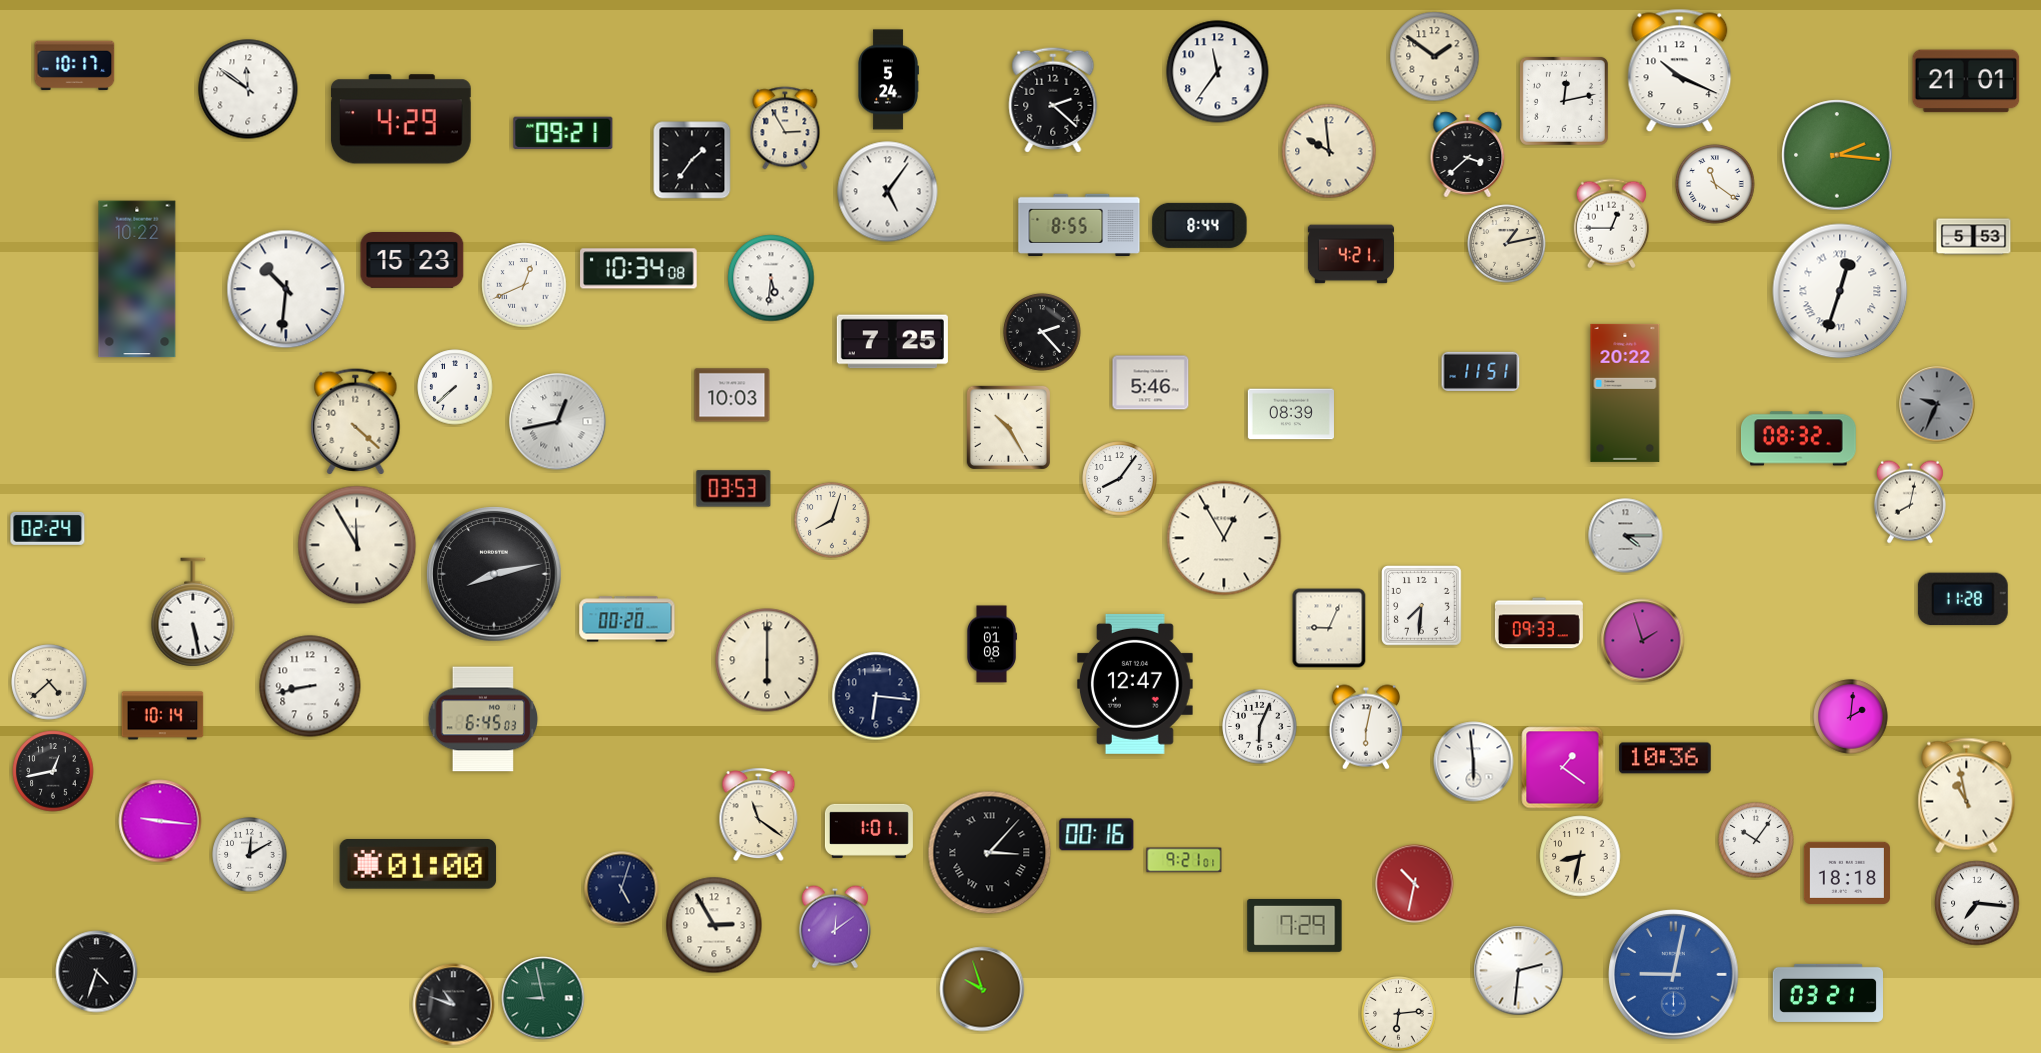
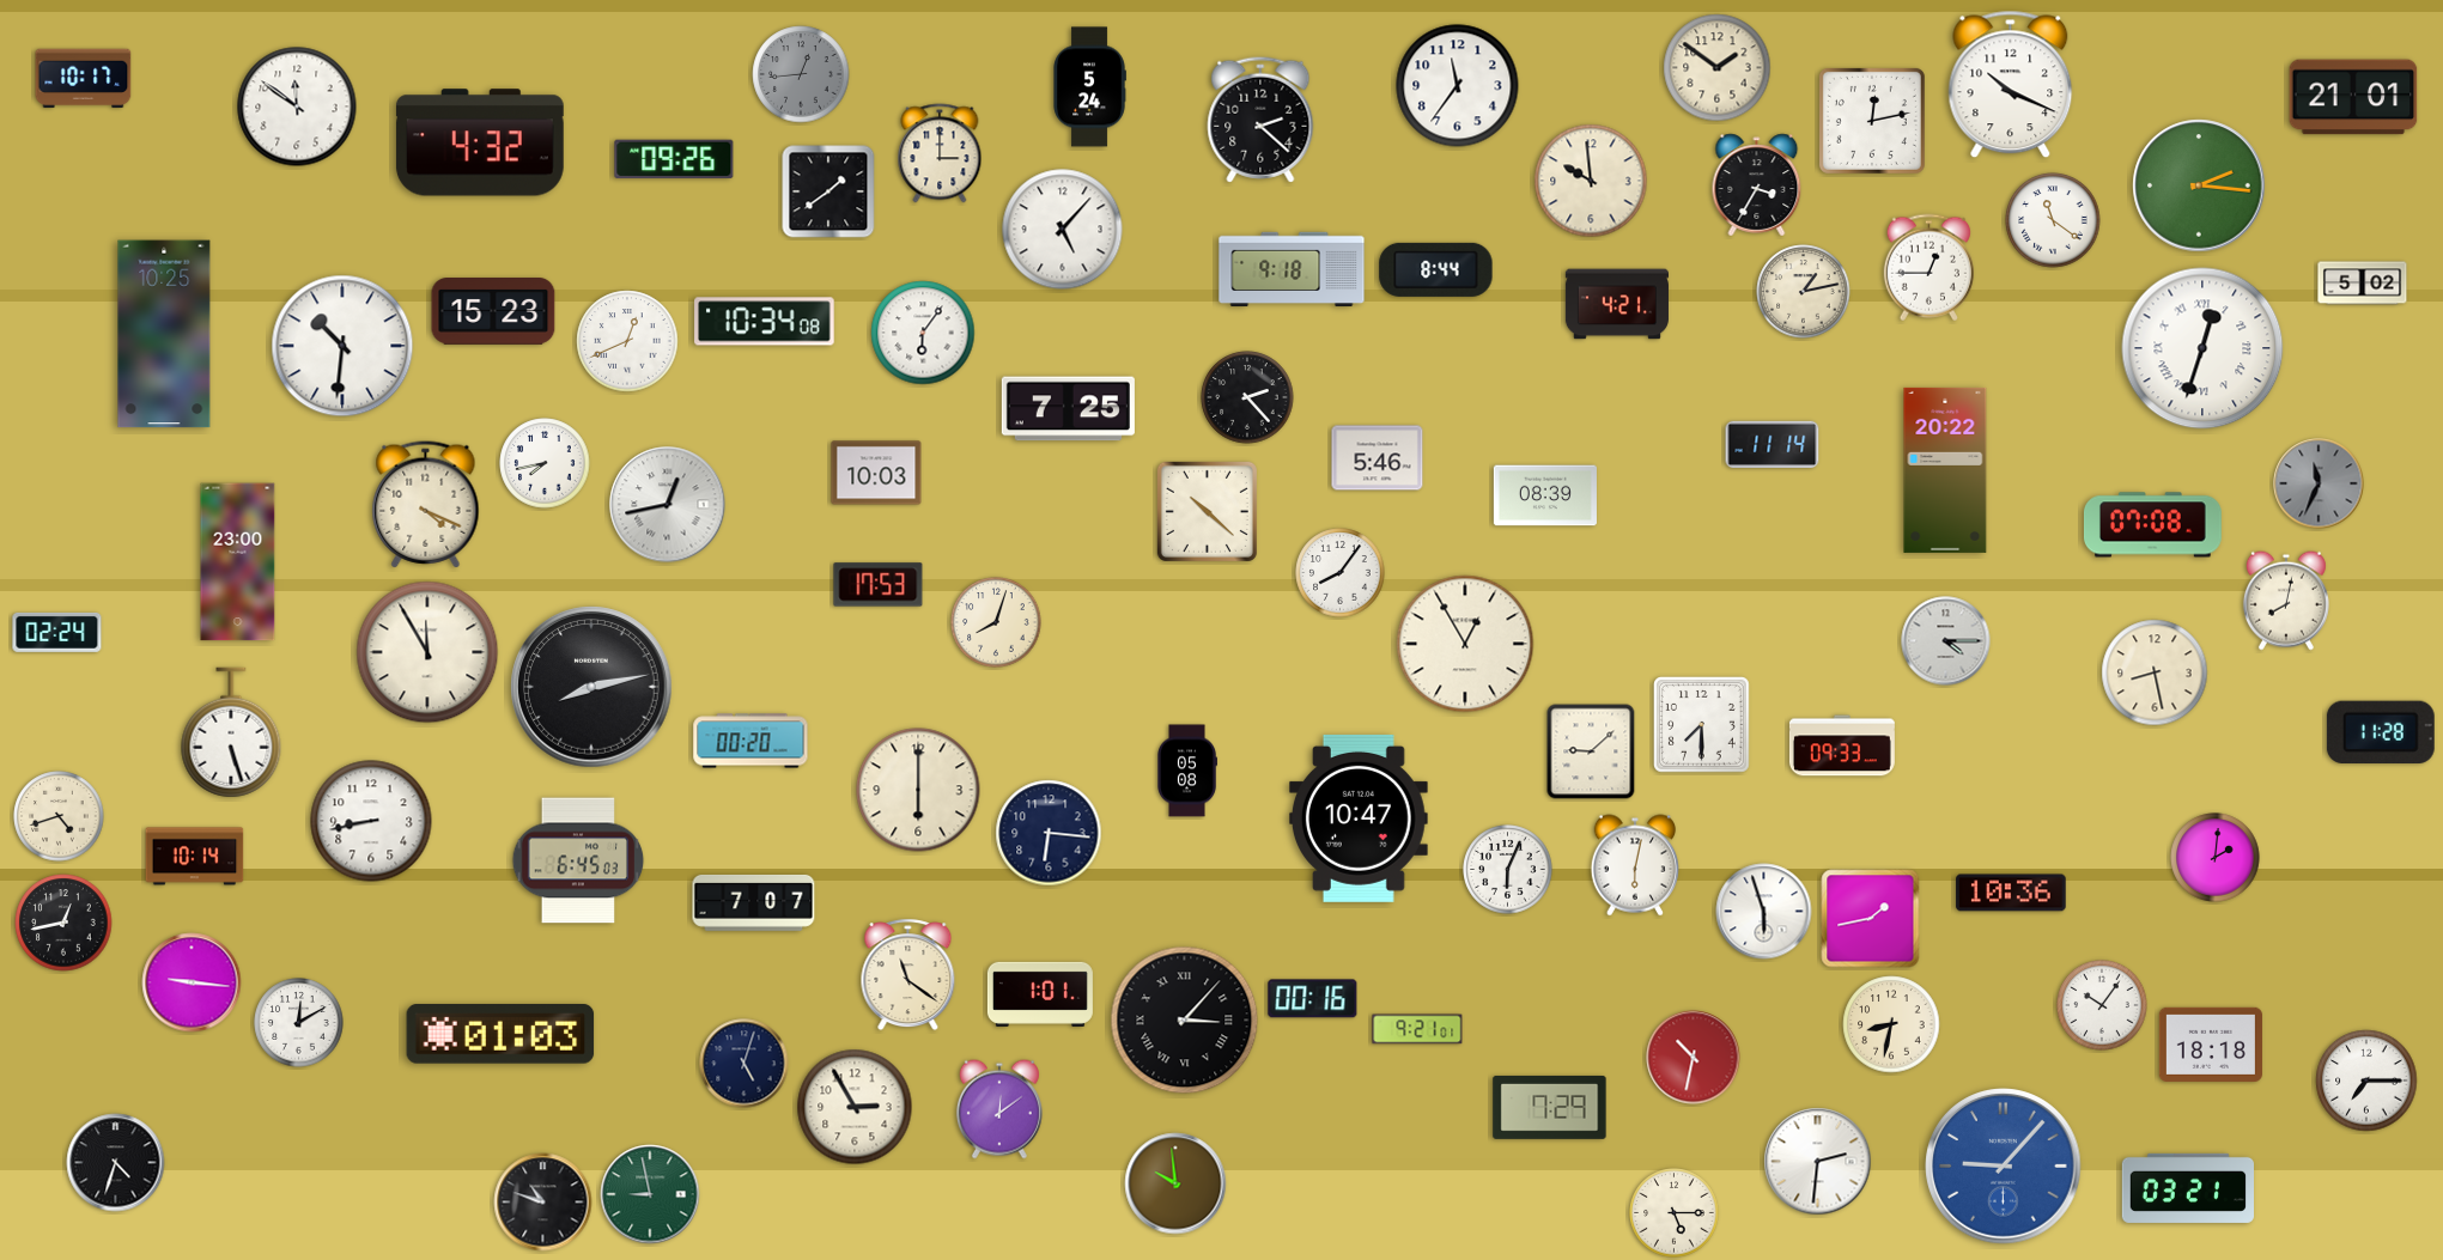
clock at (801, 74): none -> 12:44
clock at (75, 66) position: (75, 66) -> (84, 79)
clock at (888, 80) position: (888, 80) -> (1089, 87)
clock at (401, 119): 4:29 -> 4:32
clock at (785, 128): 2:55 -> 3:00
clock at (563, 133): 09:21 -> 09:26
clock at (1468, 155): 3:38 -> 3:35
clock at (692, 160): 1:36 -> 1:39
clock at (888, 192): 5:06 -> 5:07
clock at (1079, 225): 8:55 -> 9:18
clock at (1974, 237): 5:53 -> 5:02
clock at (771, 278): 5:31 -> 6:06
clock at (137, 279): 10:22 -> 10:25
clock at (1481, 371): 11:51 -> 11:14
clock at (455, 387): 7:38 -> 7:43
clock at (1937, 404): 9:34 -> 11:34
clock at (356, 422): 4:22 -> 4:19
clock at (1008, 427): 10:25 -> 10:22
clock at (1798, 439): 08:32 -> 07:08
clock at (238, 562): none -> 23:00
clock at (734, 489): 03:53 -> 17:53
clock at (2155, 672): none -> 8:28
clock at (1963, 598) position: (1963, 598) -> (2381, 731)
clock at (1422, 606): 7:31 -> 7:30
clock at (193, 612): 5:28 -> 5:27
clock at (1329, 628): 9:04 -> 9:08
clock at (1643, 641): 1:57 -> none
clock at (992, 644): 01:08 -> 05:08
clock at (49, 682): 4:38 -> 4:42
clock at (1135, 684): 12:47 -> 10:47
clock at (1365, 727) position: (1365, 727) -> (1634, 865)
clock at (754, 902): none -> 7:07
clock at (1665, 758) position: (1665, 758) -> (2011, 893)
clock at (1474, 762): 5:59 -> 5:57
clock at (1563, 768): 1:21 -> 1:43
clock at (1967, 796): 10:58 -> none
clock at (418, 864): 01:00 -> 01:03
clock at (1977, 903): 7:16 -> 7:15
clock at (1674, 975): 9:02 -> 9:07
clock at (982, 989): 9:57 -> 9:59
clock at (1399, 1014): 6:14 -> 5:15
